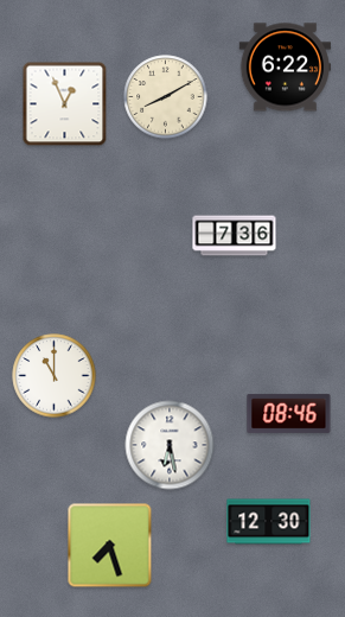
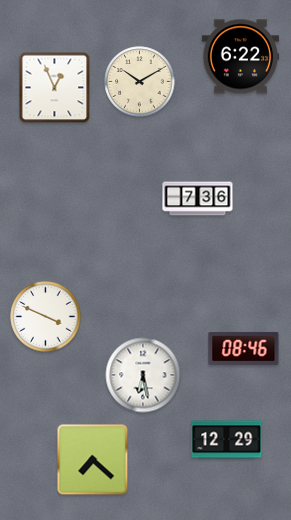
clock at (166, 97): 8:10 -> 10:10
clock at (55, 376): 11:00 -> 3:49
clock at (269, 522): 12:30 -> 12:29
clock at (110, 546): 7:27 -> 7:22
